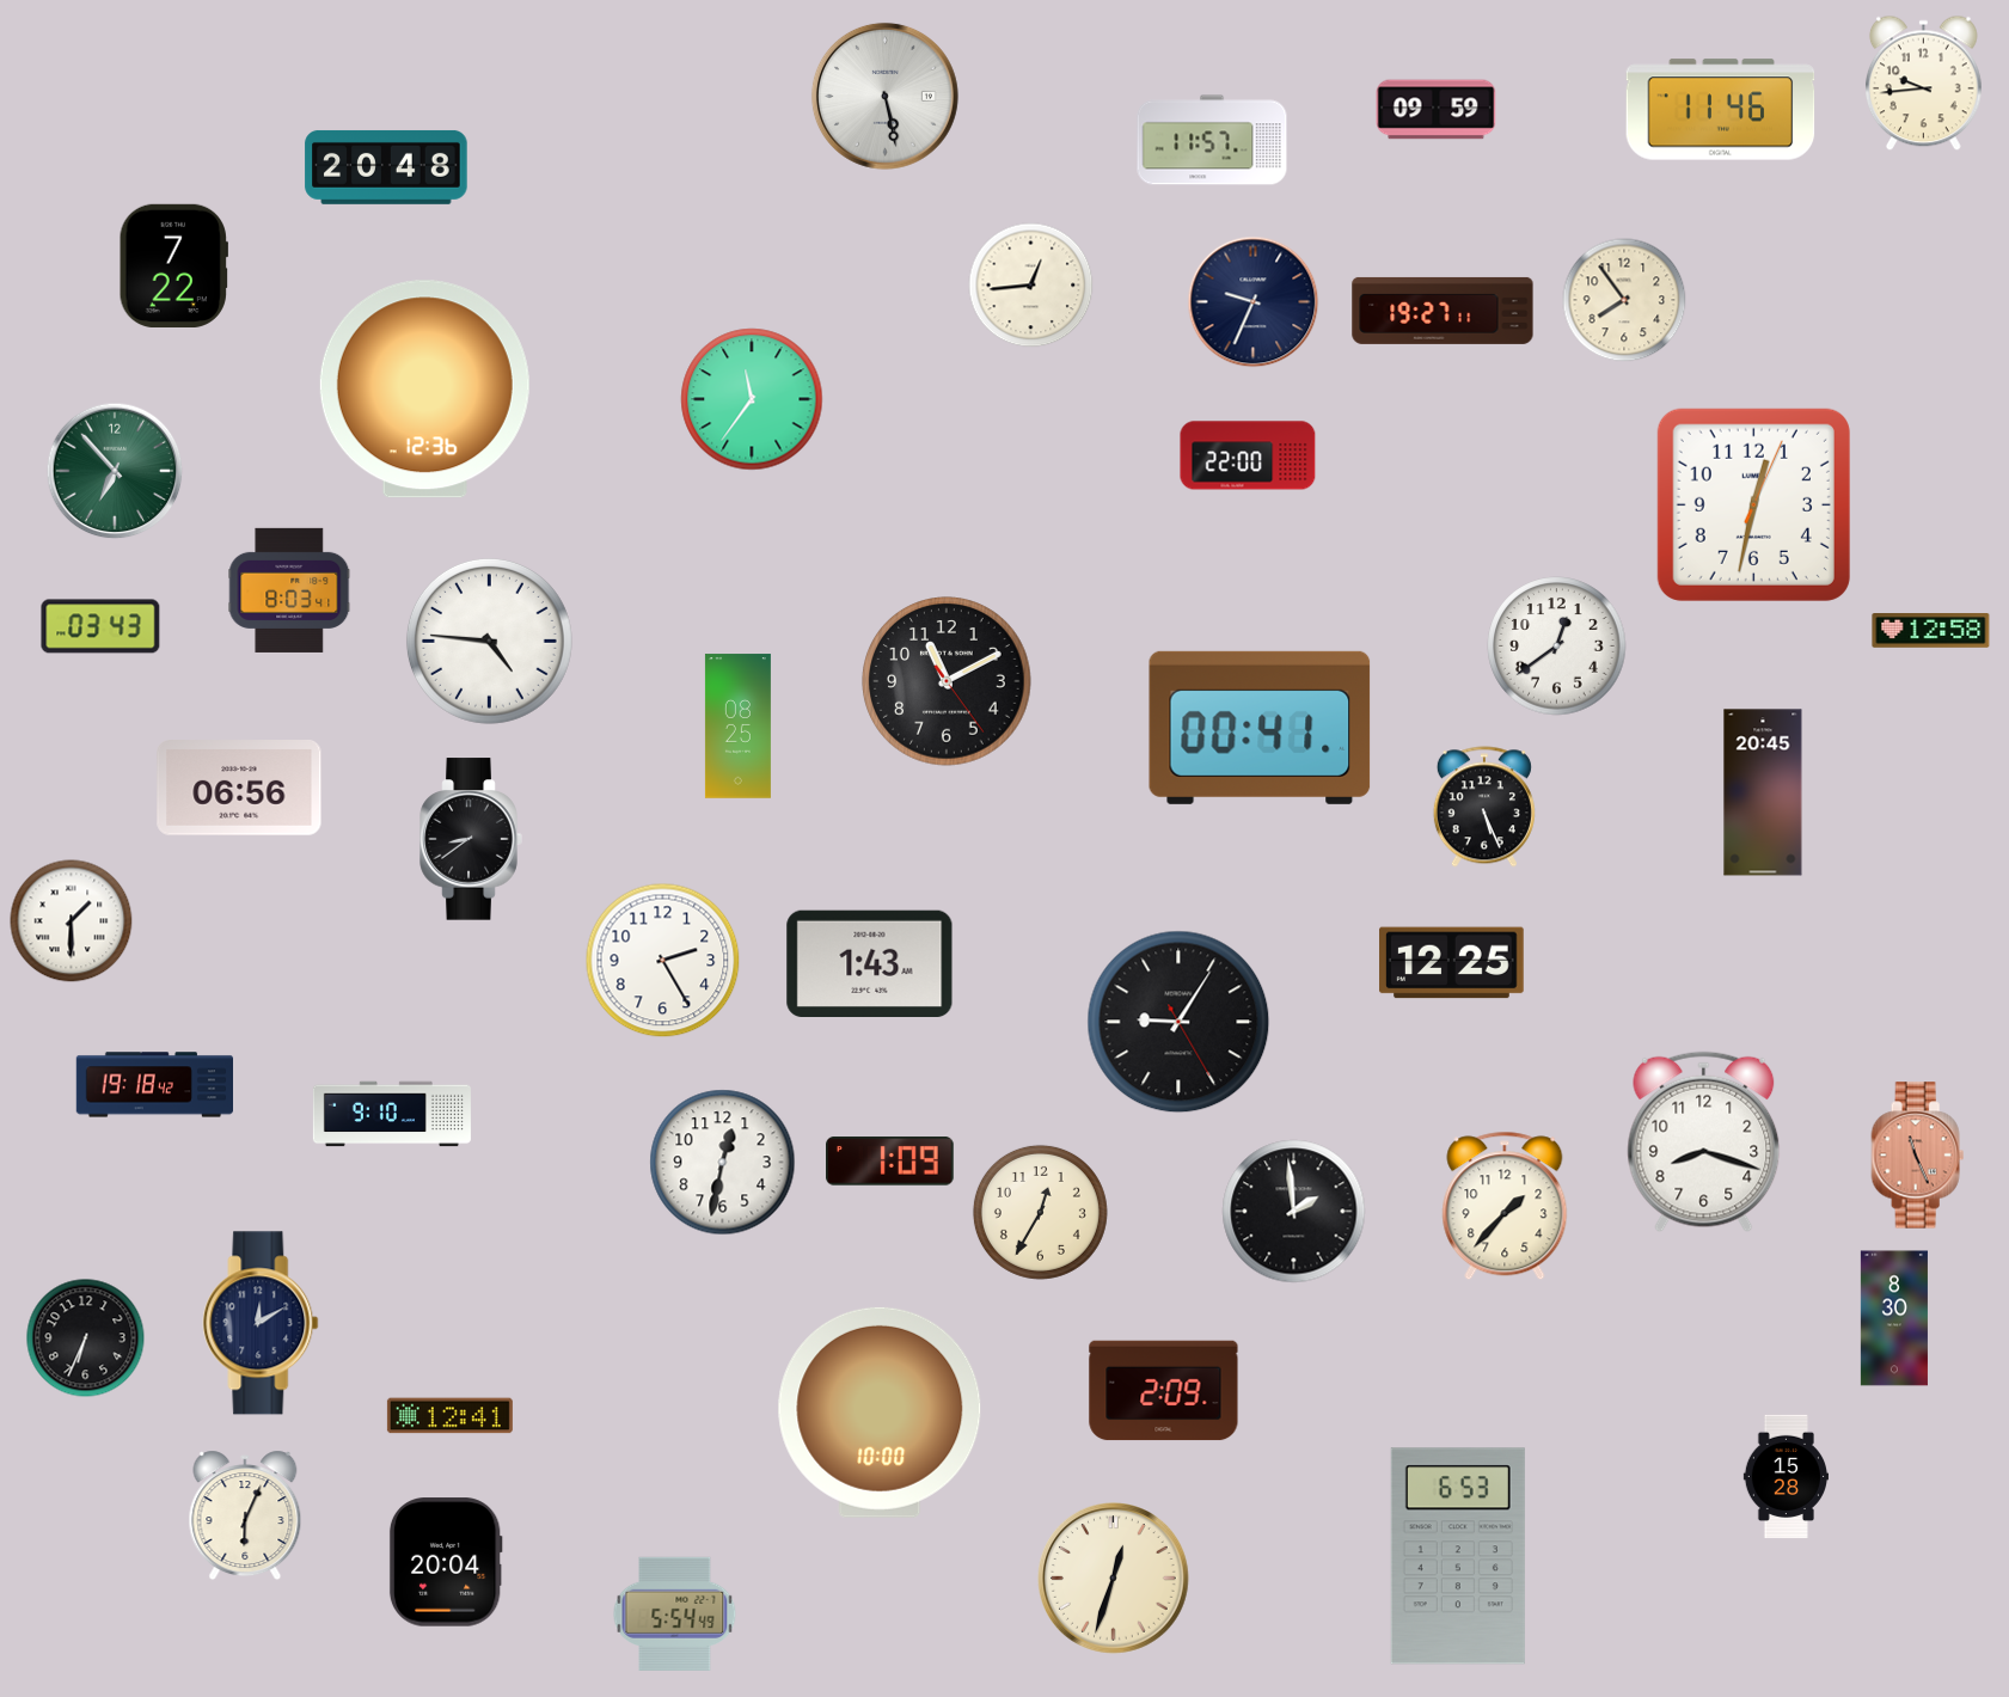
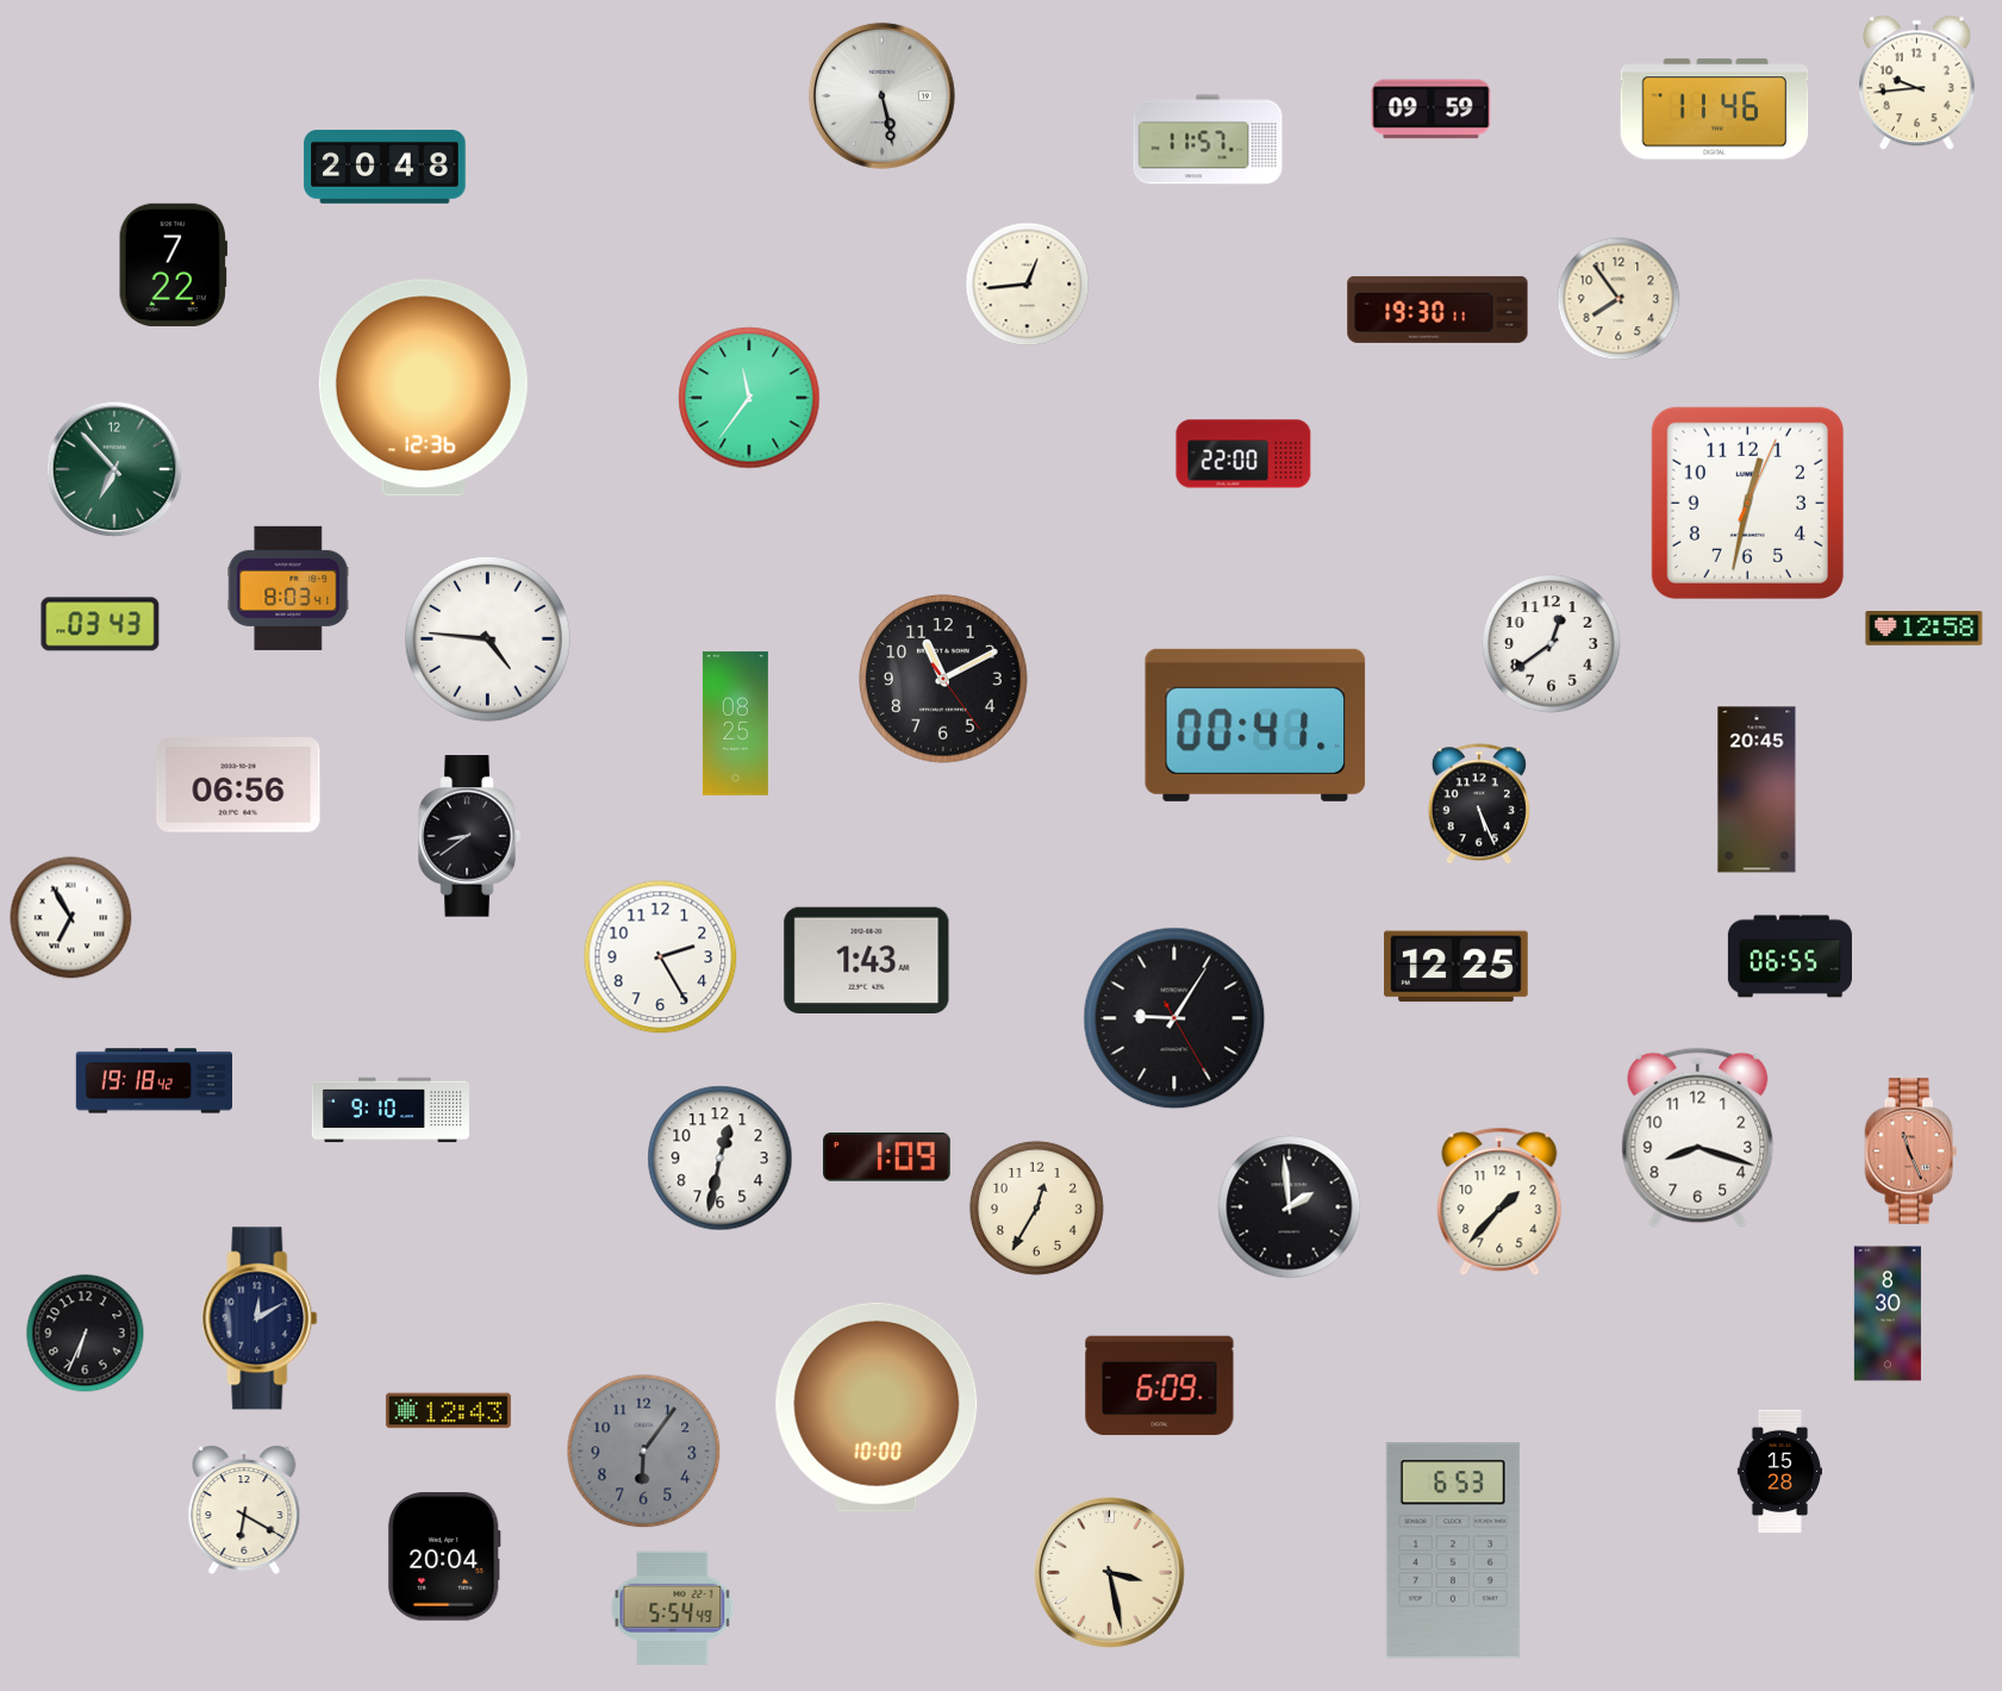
clock at (1254, 302): 9:34 -> none
clock at (1443, 311): 19:27 -> 19:30
clock at (72, 921): 1:30 -> 6:55
clock at (1790, 956): none -> 06:55
clock at (1452, 963) position: (1452, 963) -> (1457, 967)
clock at (1164, 1391): 2:09 -> 6:09
clock at (449, 1416): 12:41 -> 12:43
clock at (644, 1452): none -> 6:06
clock at (245, 1515): 6:04 -> 6:20
clock at (1114, 1579): 12:33 -> 3:28
